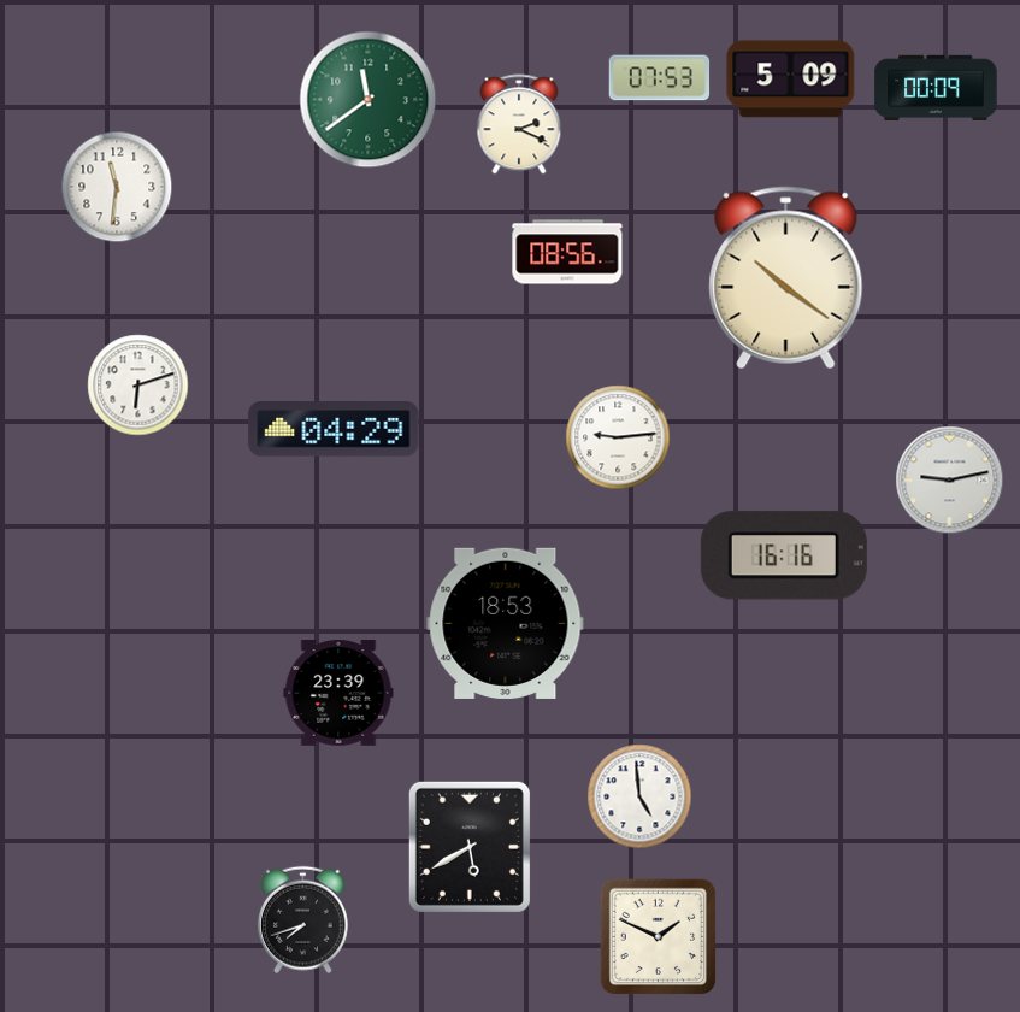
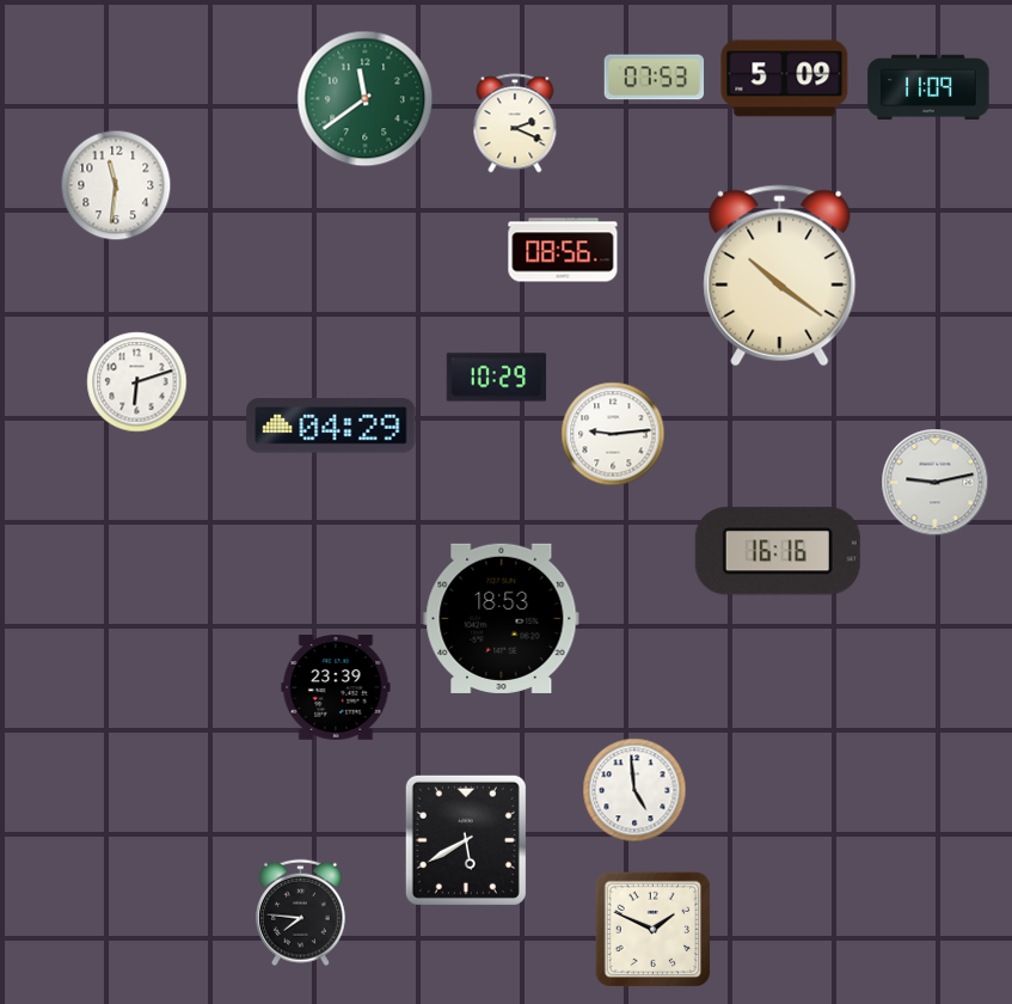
clock at (936, 88): 00:09 -> 11:09
clock at (497, 378): none -> 10:29
clock at (950, 481) position: (950, 481) -> (936, 483)
clock at (302, 920): 7:42 -> 7:46
